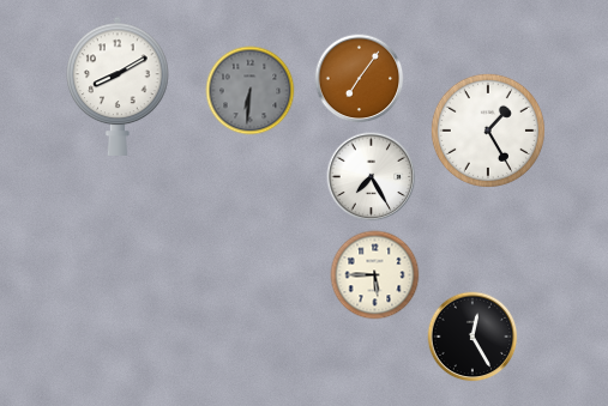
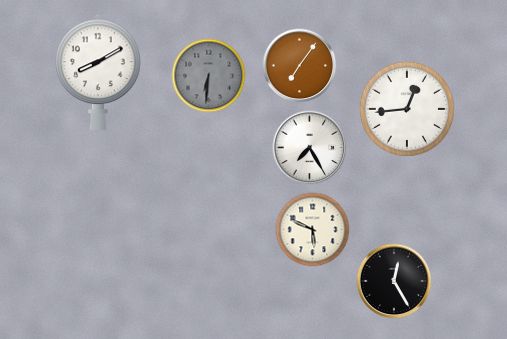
clock at (488, 131): 1:25 -> 12:44
clock at (375, 275): 5:45 -> 5:49
